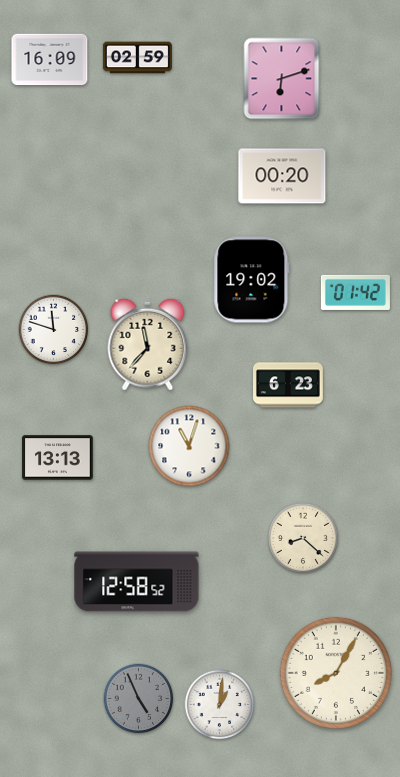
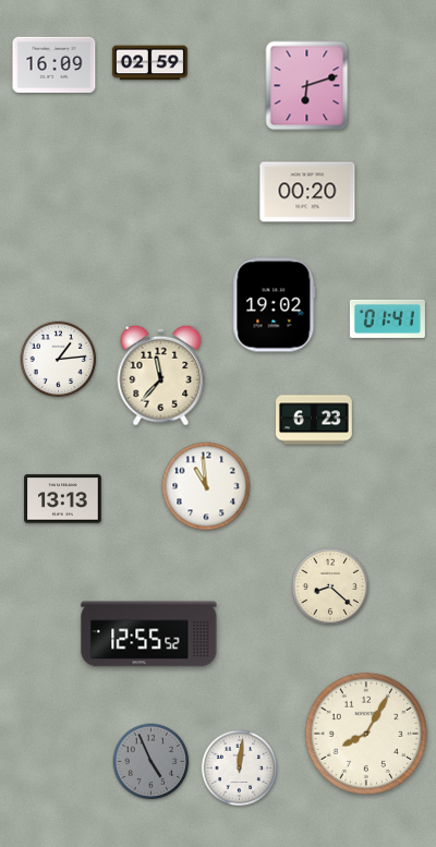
clock at (355, 292): 01:42 -> 01:41
clock at (54, 330): 11:48 -> 1:14
clock at (189, 446): 11:03 -> 10:59
clock at (137, 582): 12:58 -> 12:55
clock at (220, 705): 1:01 -> 12:01
